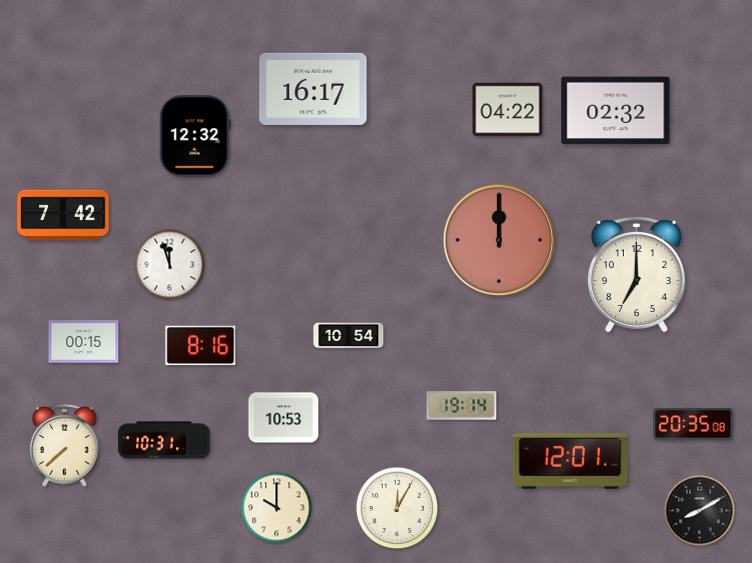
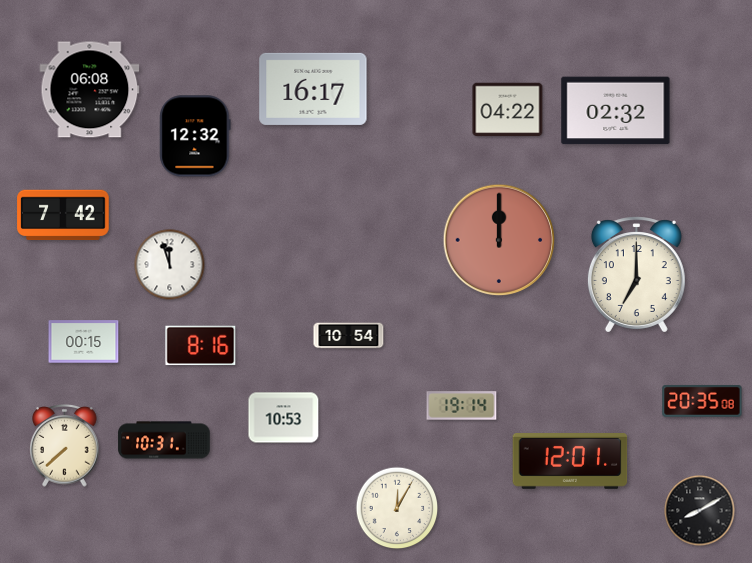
clock at (90, 90): none -> 06:08
clock at (693, 424) position: (693, 424) -> (702, 401)
clock at (277, 508): 10:00 -> none
